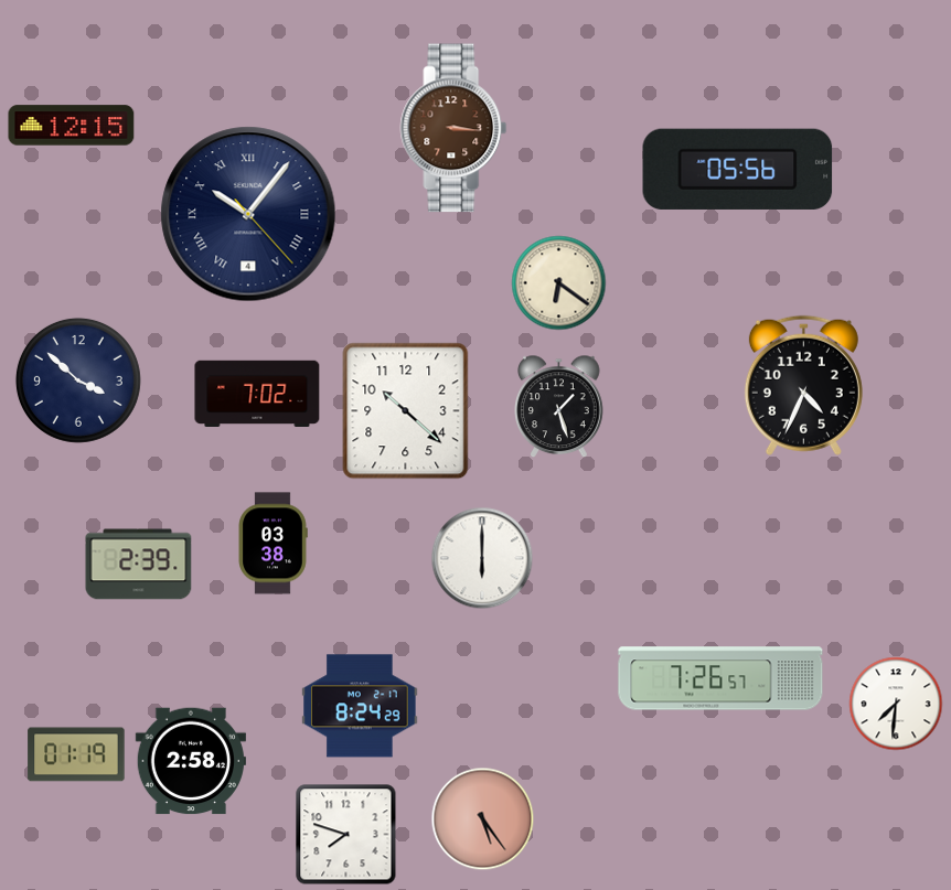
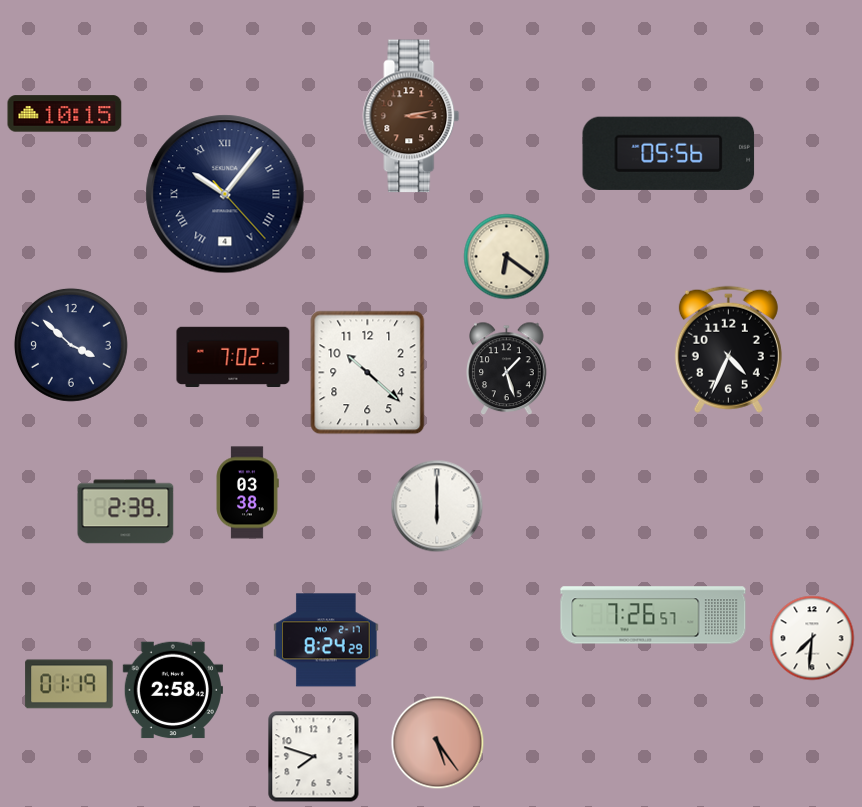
clock at (72, 126): 12:15 -> 10:15
clock at (453, 128): 3:16 -> 3:13
